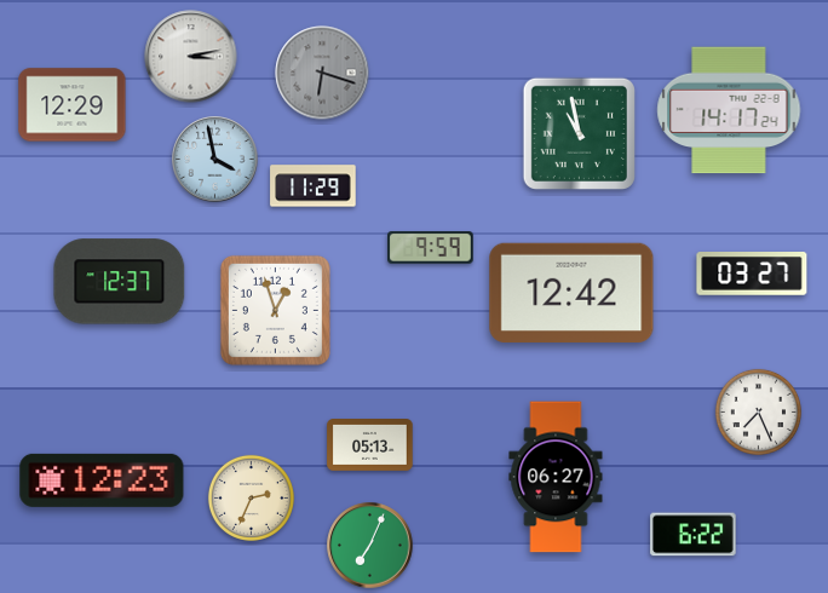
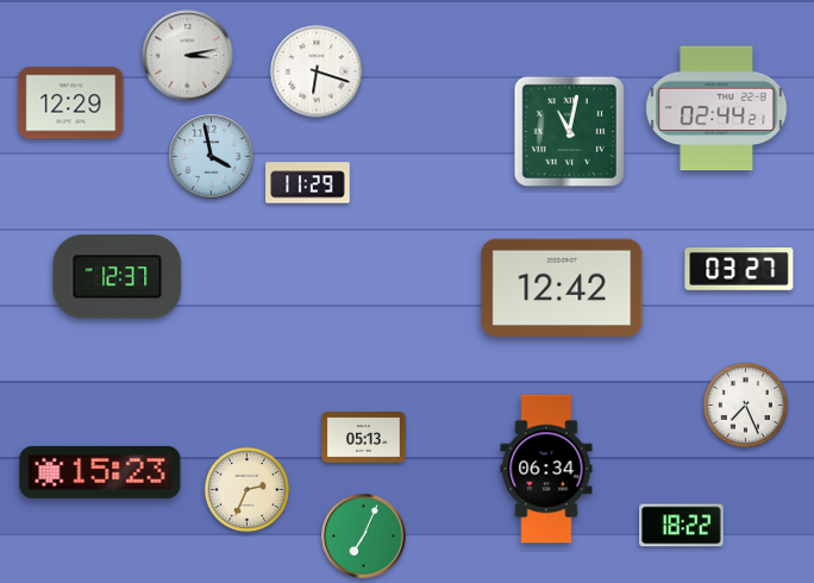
clock at (322, 73) dial: grey -> white
clock at (729, 110): 14:17 -> 02:44
clock at (579, 133): 10:58 -> 11:02
clock at (431, 248): 9:59 -> none
clock at (275, 310): 12:57 -> none
clock at (556, 477): 06:27 -> 06:34
clock at (102, 480): 12:23 -> 15:23
clock at (694, 535): 6:22 -> 18:22
